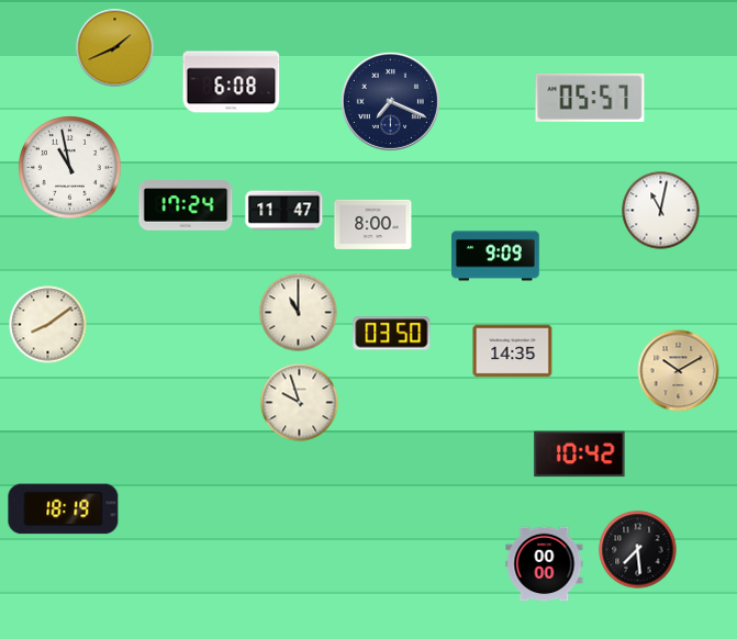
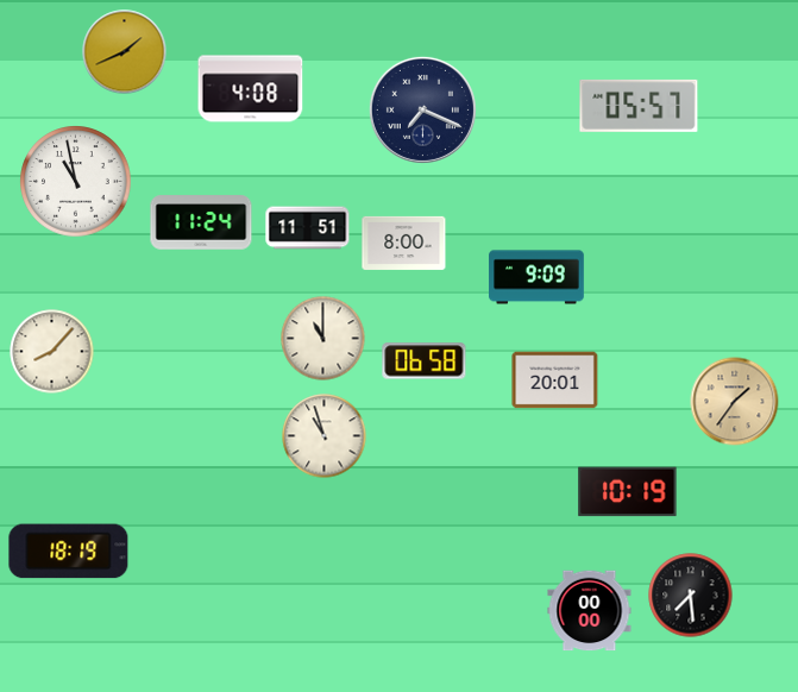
clock at (232, 82): 6:08 -> 4:08
clock at (186, 205): 17:24 -> 11:24
clock at (284, 211): 11:47 -> 11:51
clock at (661, 211): 11:02 -> none
clock at (48, 325): 8:09 -> 8:07
clock at (392, 334): 03:50 -> 06:58
clock at (513, 351): 14:35 -> 20:01
clock at (679, 371): 10:10 -> 1:36
clock at (300, 403): 9:57 -> 10:57
clock at (580, 455): 10:42 -> 10:19
